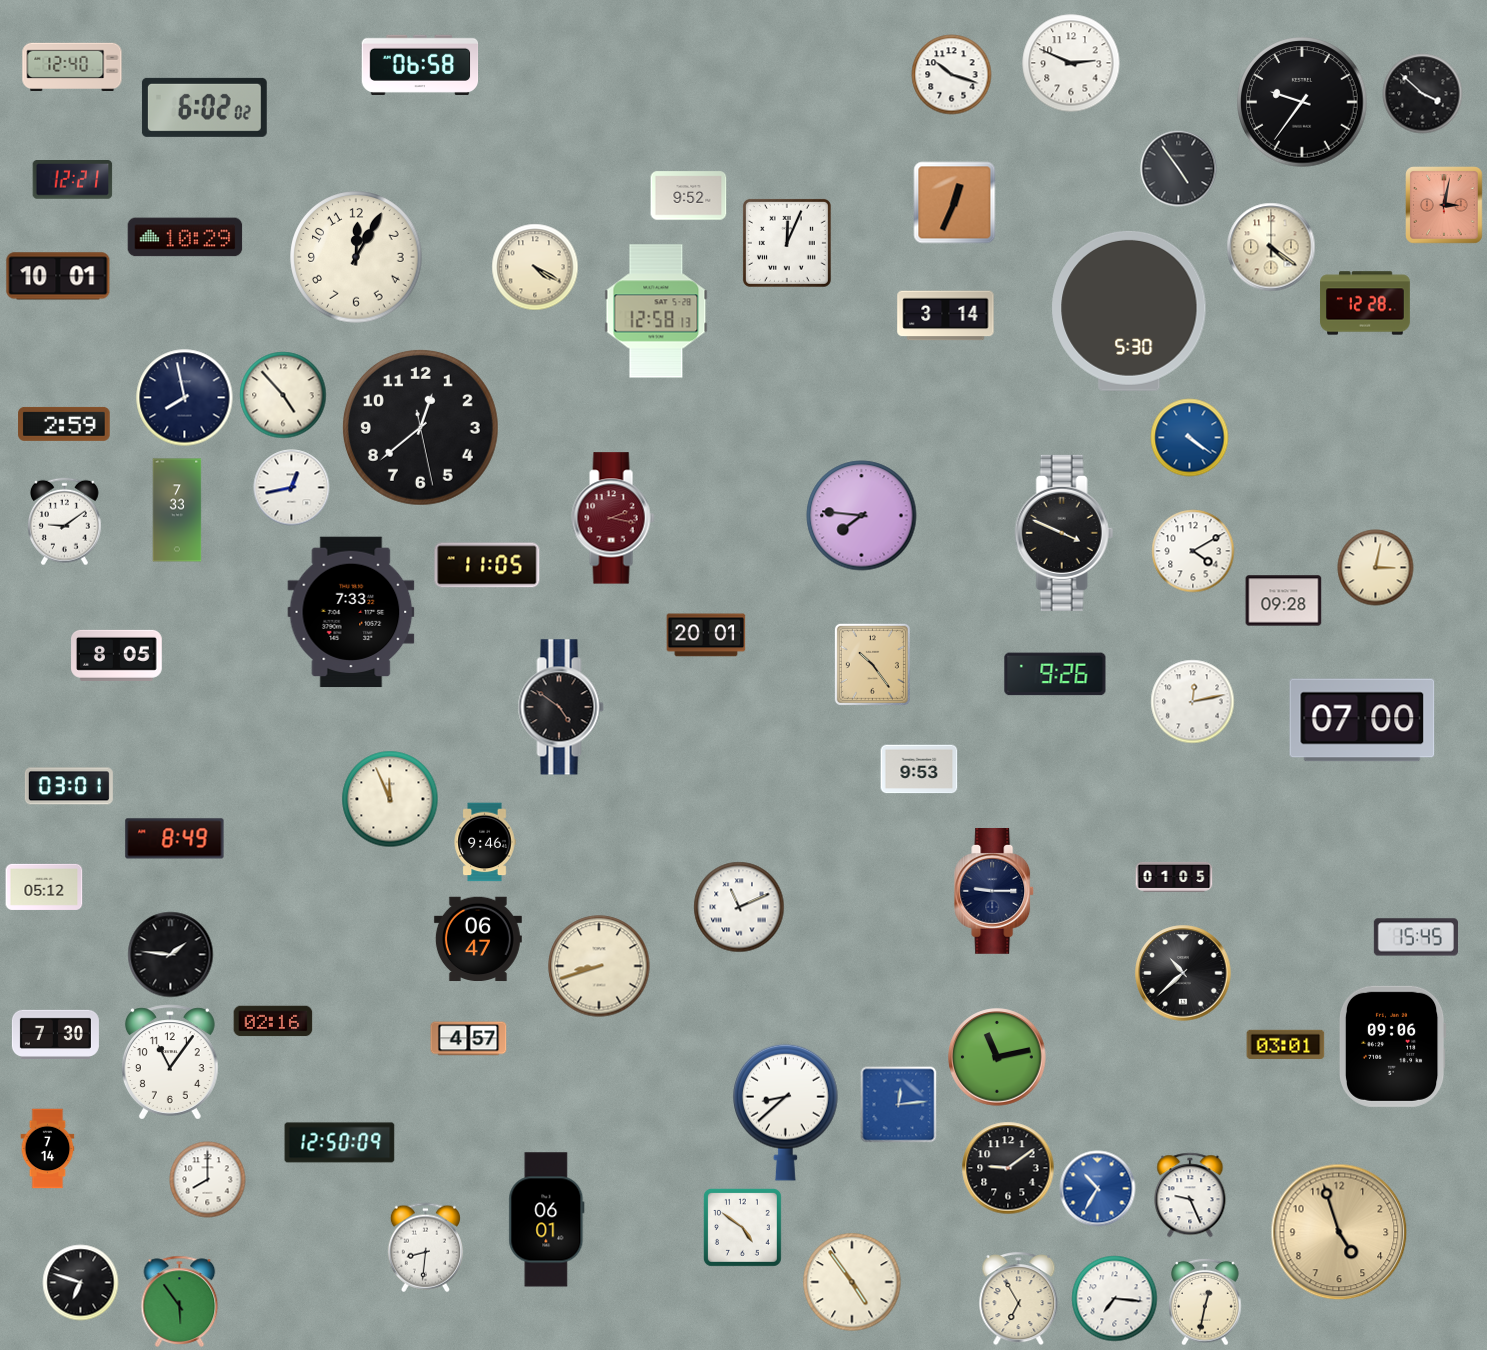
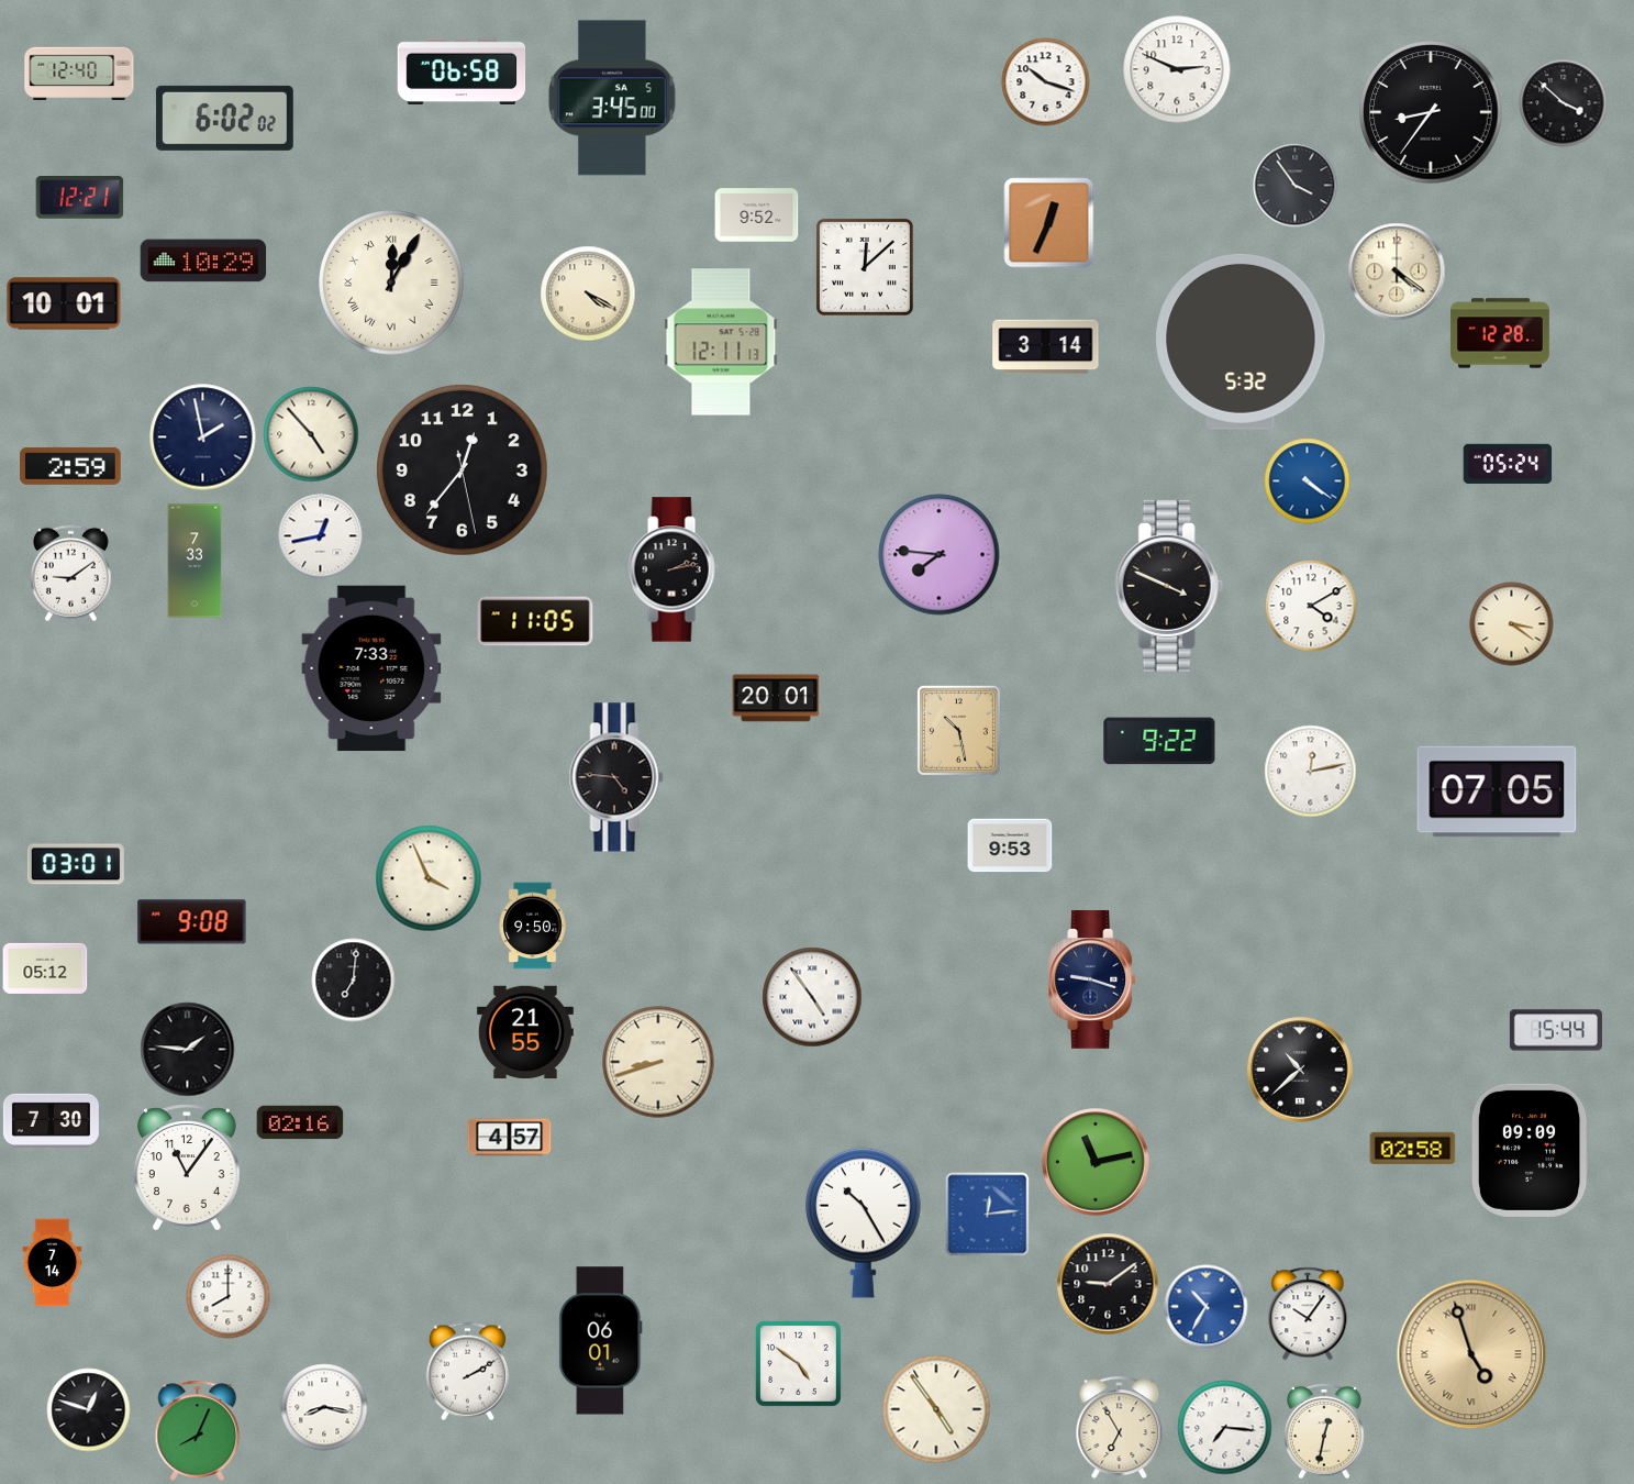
clock at (612, 98): none -> 3:45
clock at (1302, 102): 9:36 -> 8:36
clock at (1179, 169): 4:54 -> 3:54
clock at (1445, 206): 3:02 -> none
clock at (787, 243): 12:04 -> 12:08
clock at (356, 257) numerals: Arabic -> Roman
clock at (656, 311): 12:58 -> 12:11
clock at (1129, 311): 5:30 -> 5:32
clock at (946, 316) position: (946, 316) -> (1046, 347)
clock at (185, 398): 7:58 -> 1:58
clock at (1508, 464): none -> 05:24
clock at (420, 427): 12:38 -> 12:36
clock at (862, 516) position: (862, 516) -> (940, 555)
clock at (613, 518): 2:17 -> 2:13
clock at (613, 518) dial: burgundy -> black
clock at (1376, 568): 3:02 -> 3:21
clock at (1284, 601): 09:28 -> none
clock at (351, 612) position: (351, 612) -> (371, 668)
clock at (117, 655): 8:05 -> none
clock at (872, 664): 10:24 -> 10:28
clock at (1055, 674): 9:26 -> 9:22
clock at (561, 707): 4:51 -> 4:46
clock at (1362, 720): 07:00 -> 07:05
clock at (390, 799): 11:56 -> 3:56
clock at (175, 839): 8:49 -> 9:08
clock at (485, 842): 9:46 -> 9:50
clock at (1174, 877): 01:05 -> none
clock at (44, 887) position: (44, 887) -> (45, 968)
clock at (354, 981): none -> 7:01
clock at (995, 892): 9:15 -> 9:18
clock at (739, 907): 11:11 -> 4:54
clock at (1416, 937): 15:45 -> 15:44
clock at (478, 939): 06:47 -> 21:55
clock at (55, 1034) position: (55, 1034) -> (51, 1120)
clock at (469, 1039) position: (469, 1039) -> (510, 1138)
clock at (1286, 1044): 03:01 -> 02:58
clock at (1392, 1046): 09:06 -> 09:09
clock at (786, 1112): 8:38 -> 10:25
clock at (340, 1143): 12:50 -> none
clock at (1190, 1195): 9:26 -> 10:06
clock at (742, 1227) position: (742, 1227) -> (798, 1363)
clock at (1339, 1232) numerals: Arabic -> Roman
clock at (425, 1248): 8:31 -> 2:10
clock at (324, 1407): none -> 8:17
clock at (81, 1283): 6:48 -> 12:48
clock at (180, 1301): 5:54 -> 8:04
